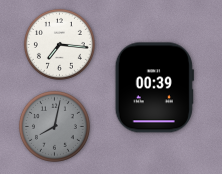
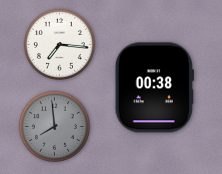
clock at (154, 88): 00:39 -> 00:38
clock at (54, 126): 8:02 -> 7:59
